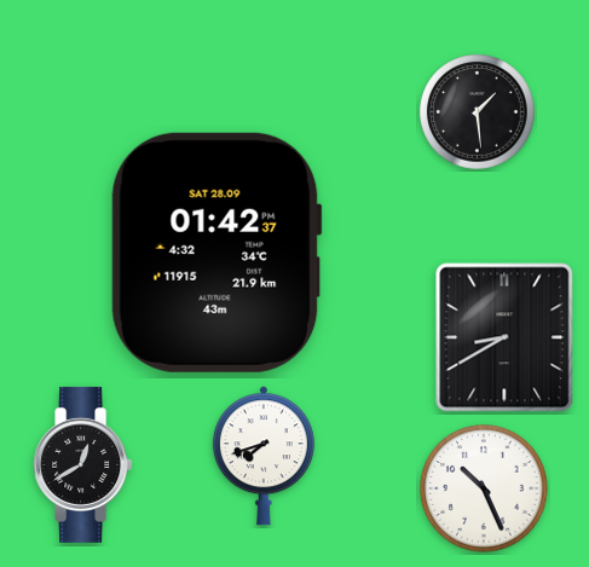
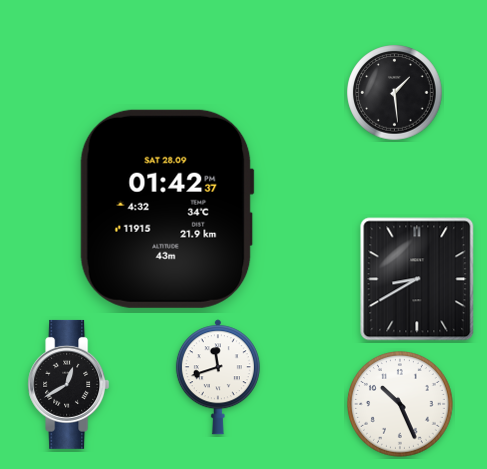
clock at (216, 253) position: (216, 253) -> (167, 209)
clock at (264, 456): 7:42 -> 11:42
